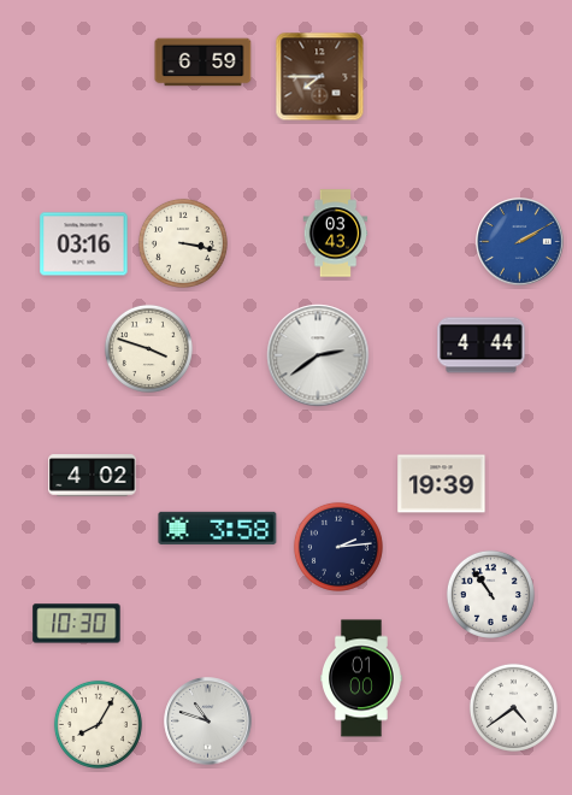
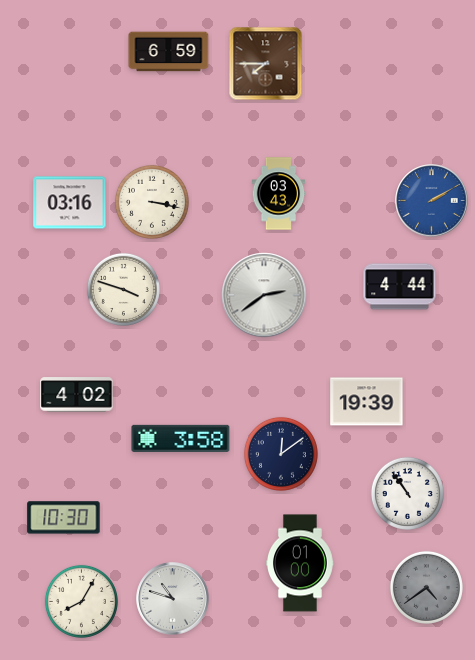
clock at (338, 547): 2:14 -> 12:09
clock at (513, 707) dial: white -> grey
